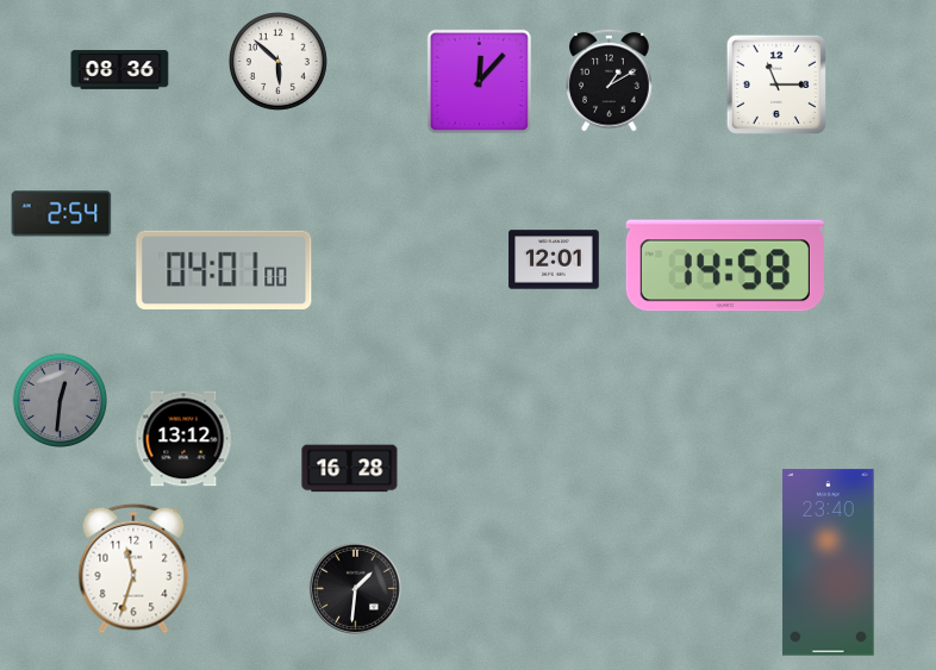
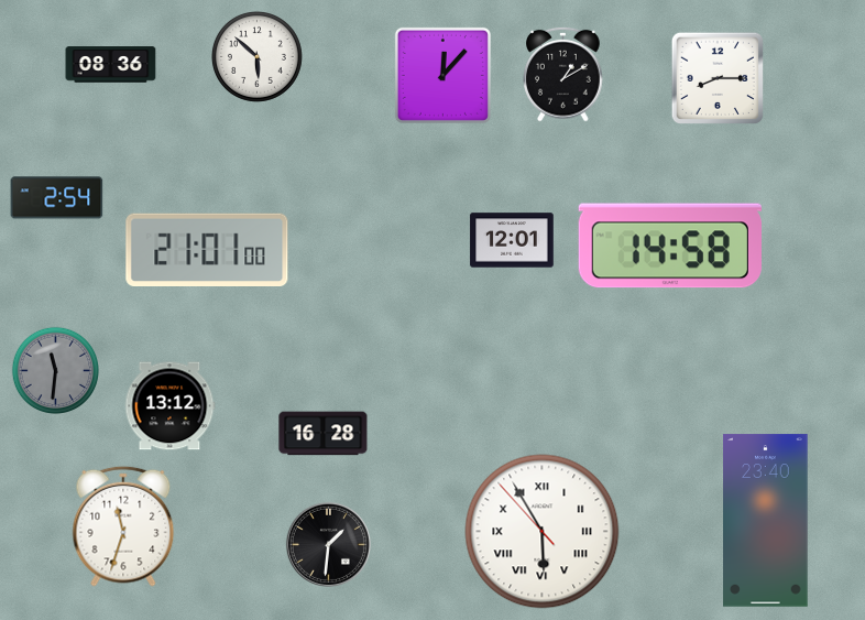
clock at (776, 84): 11:15 -> 8:15
clock at (224, 270): 04:01 -> 21:01
clock at (60, 400): 12:31 -> 11:31
clock at (543, 532): none -> 5:54
